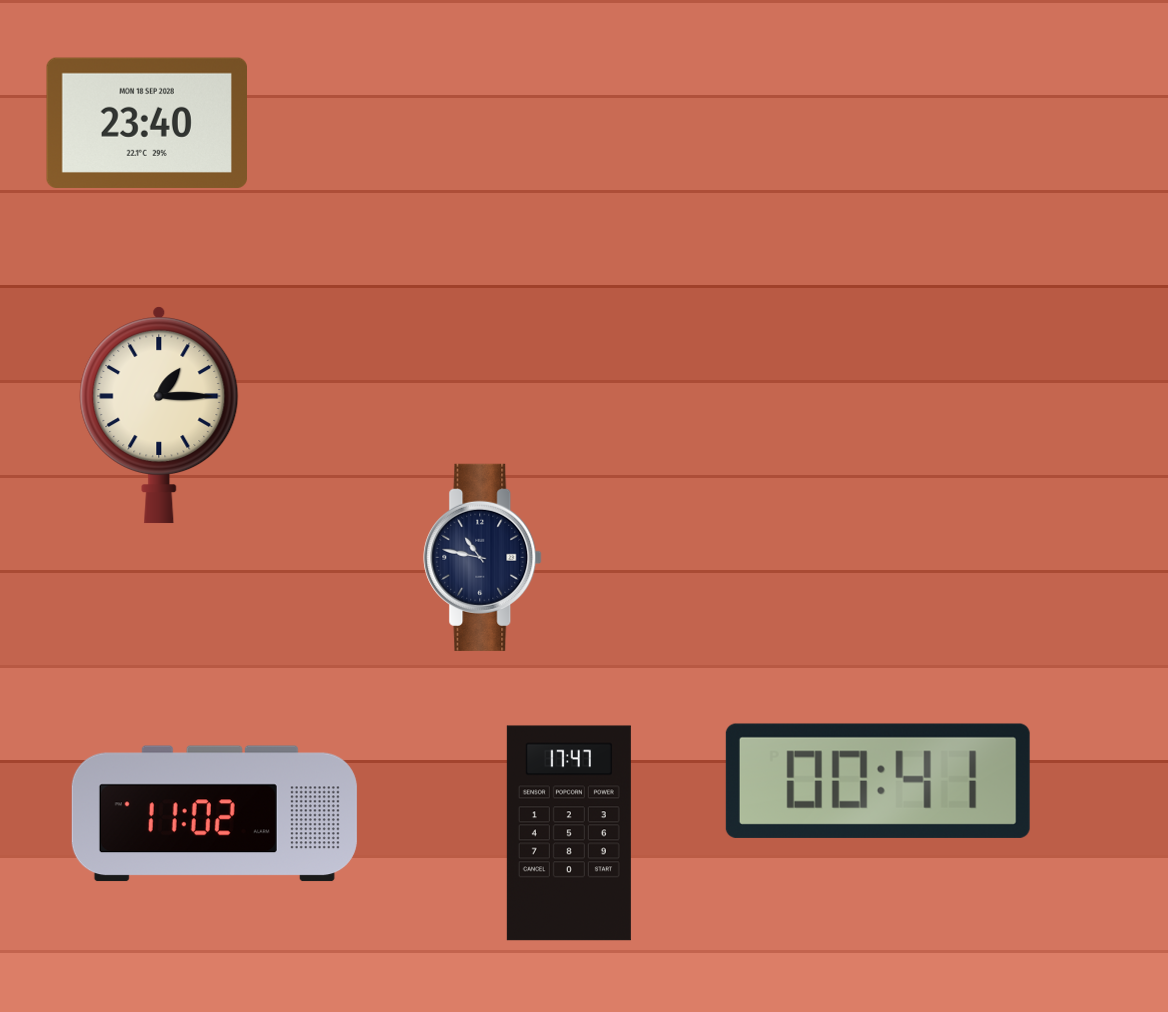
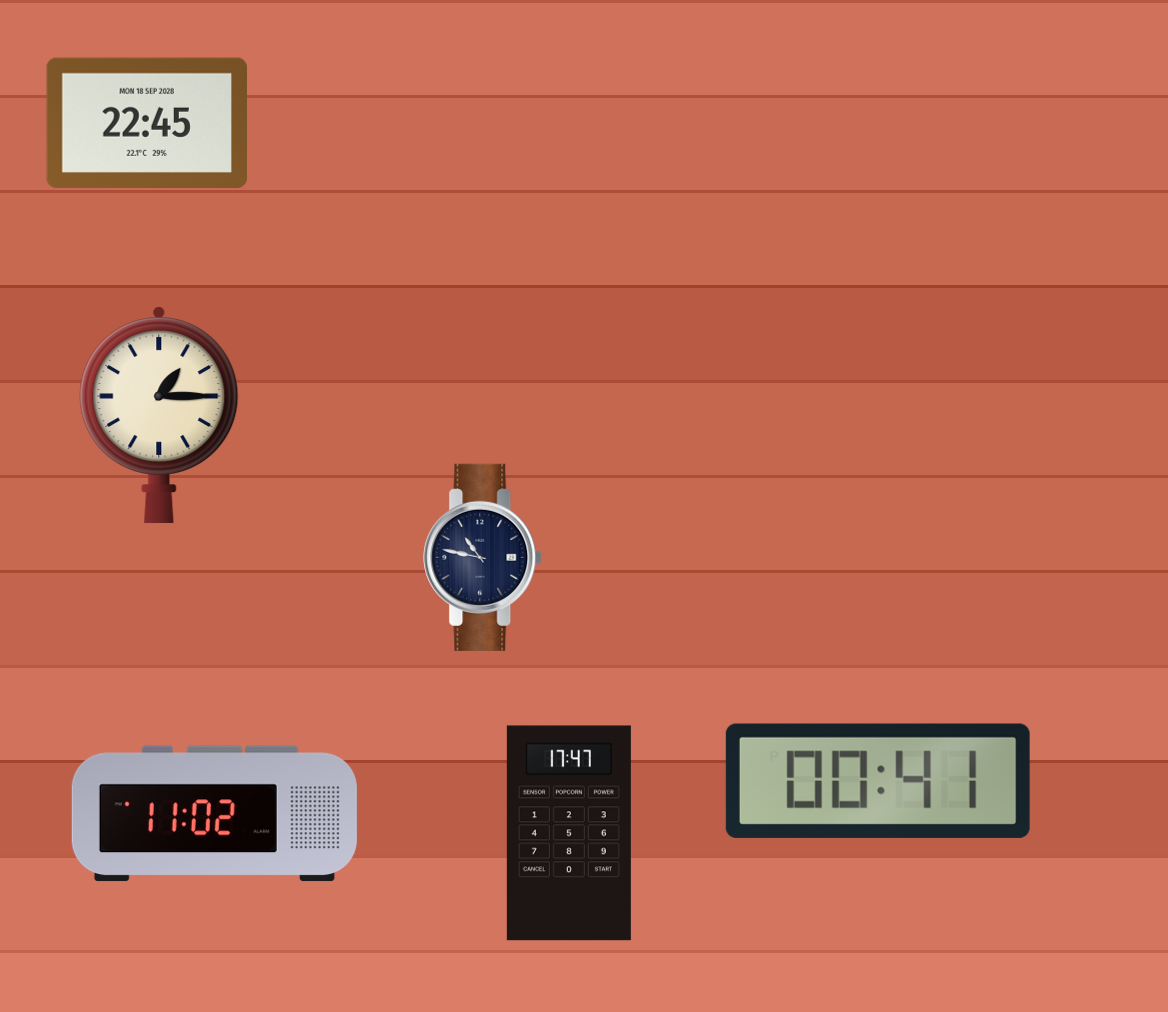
clock at (146, 122): 23:40 -> 22:45
